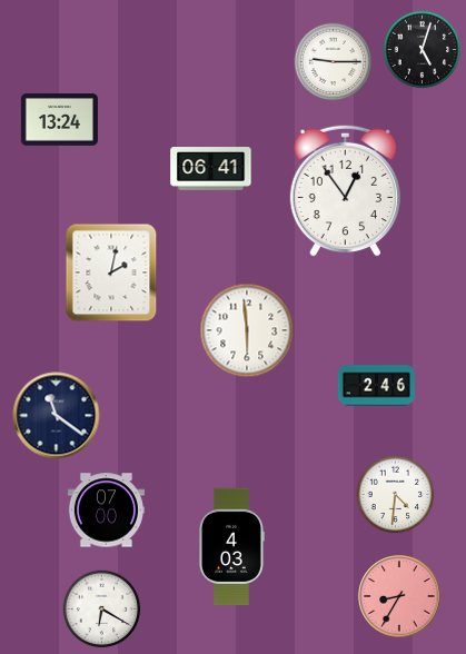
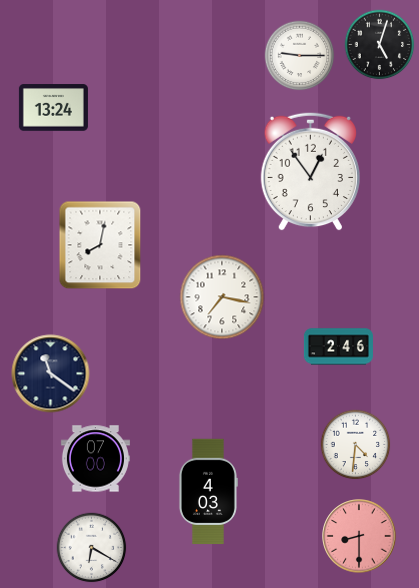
clock at (211, 169): 06:41 -> none
clock at (111, 272): 2:02 -> 8:02
clock at (247, 330): 5:59 -> 7:17
clock at (399, 596): 8:35 -> 8:30
